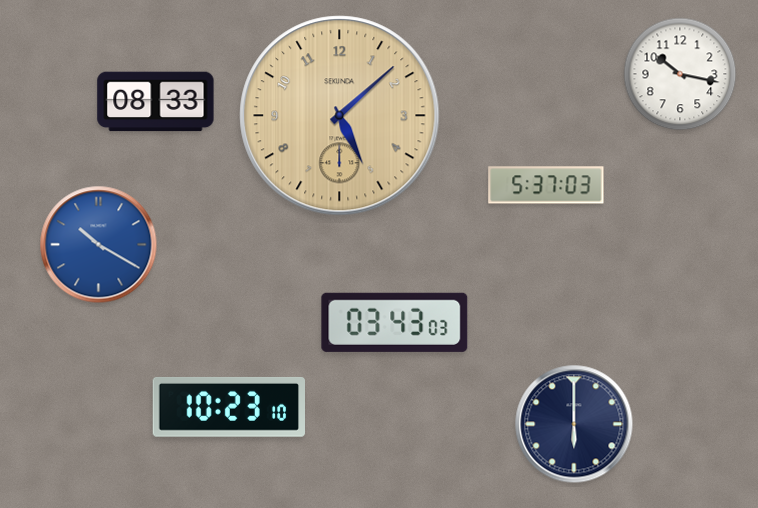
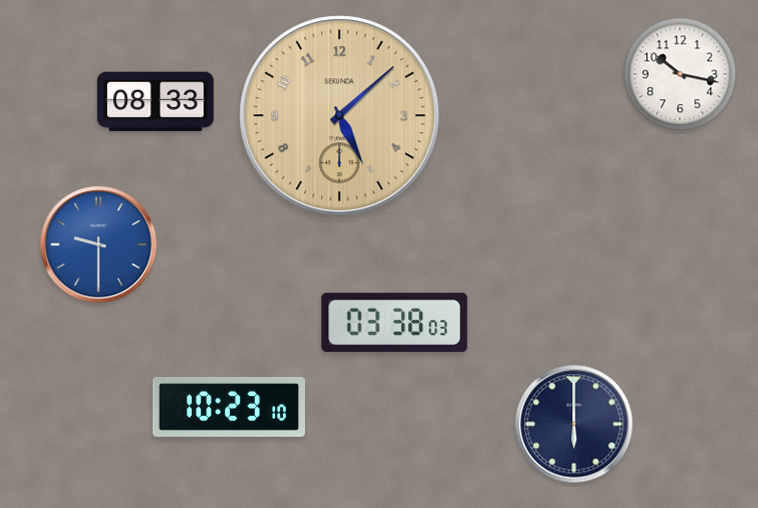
clock at (546, 185): 5:37 -> none
clock at (99, 245): 10:20 -> 9:30
clock at (395, 322): 03:43 -> 03:38
